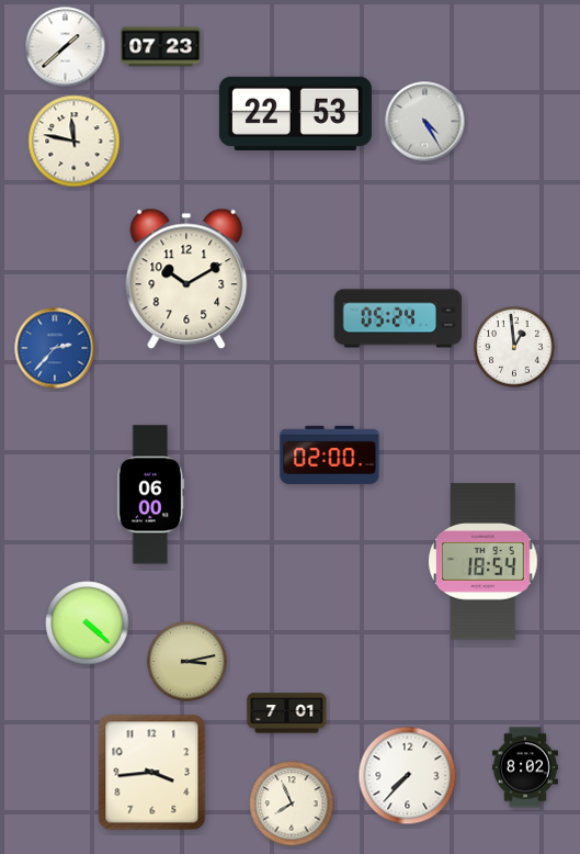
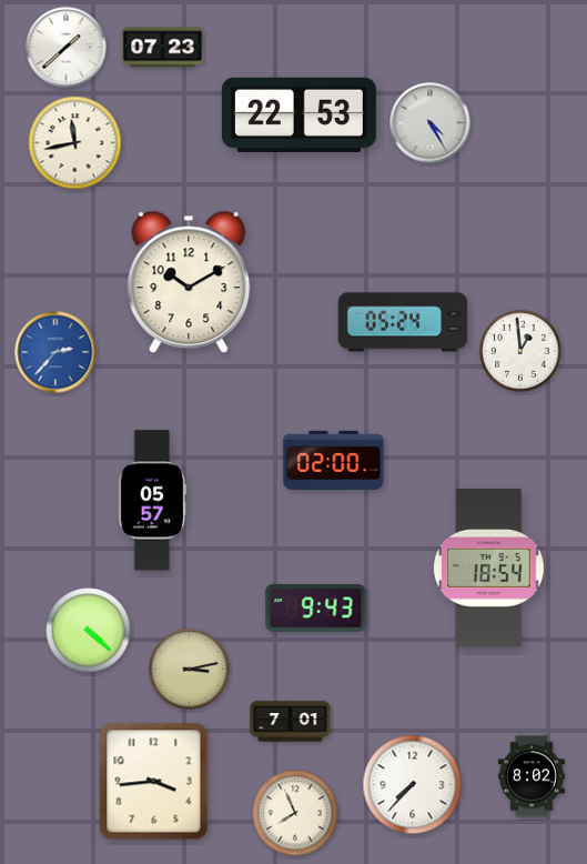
clock at (75, 142): 11:47 -> 11:43
clock at (151, 495): 06:00 -> 05:57
clock at (316, 609): none -> 9:43
